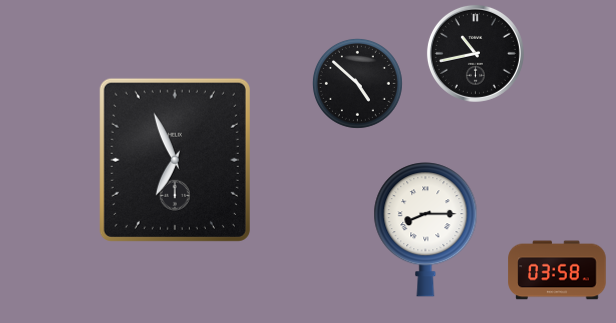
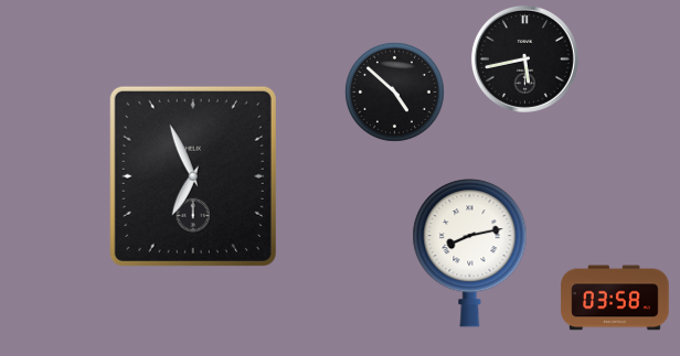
clock at (475, 53): 10:43 -> 5:43
clock at (426, 230): 8:15 -> 8:13
